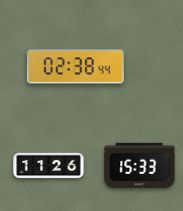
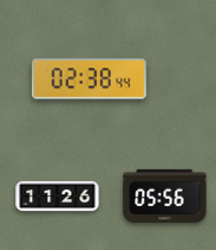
clock at (140, 165): 15:33 -> 05:56
